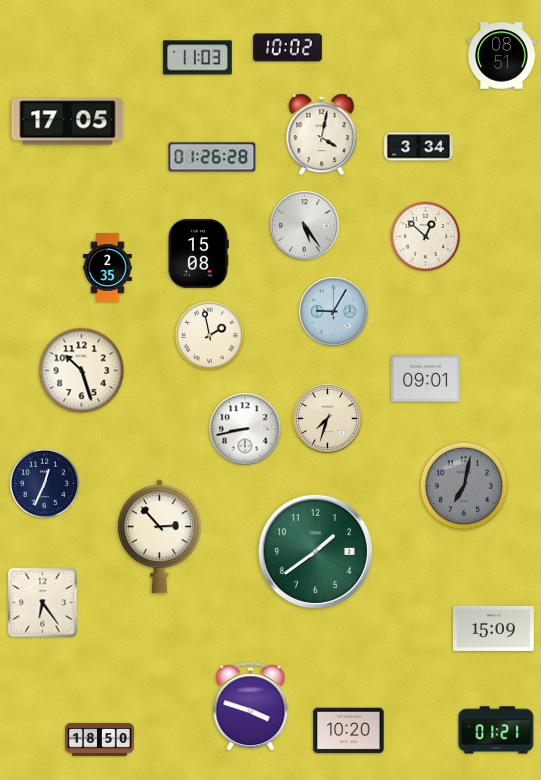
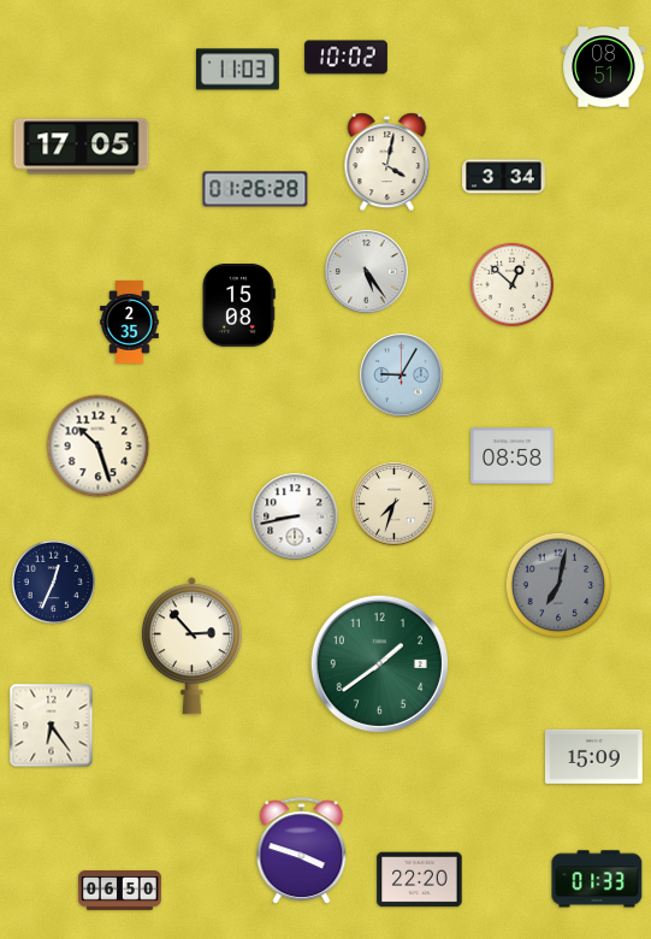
clock at (209, 335): 1:58 -> none
clock at (426, 379): 09:01 -> 08:58
clock at (496, 730): 01:21 -> 01:33
clock at (349, 731): 10:20 -> 22:20
clock at (100, 740): 18:50 -> 06:50
